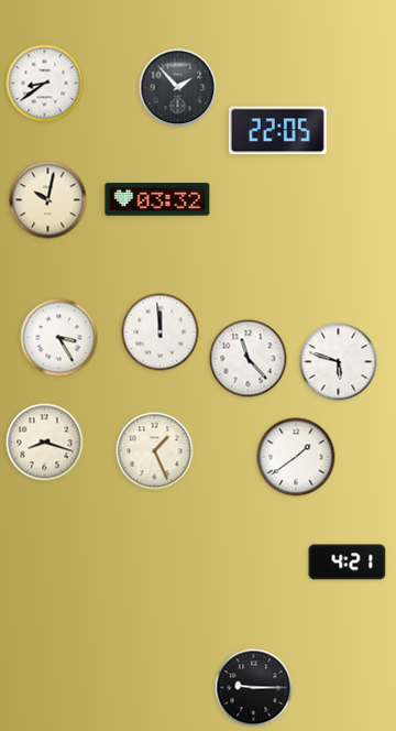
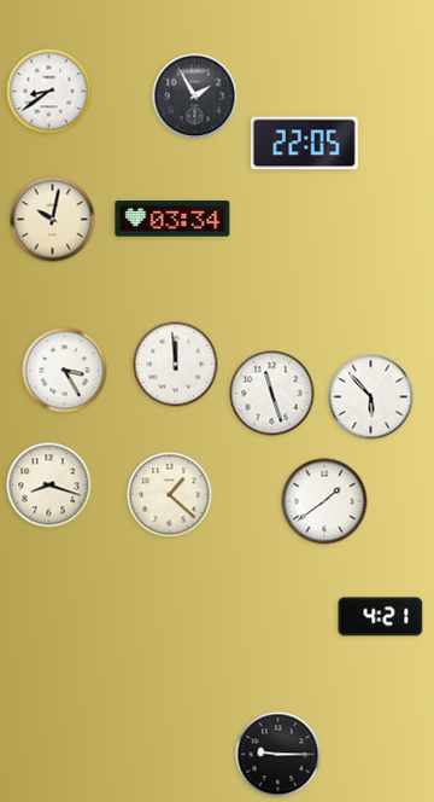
clock at (178, 88): 1:53 -> 1:55
clock at (157, 199): 03:32 -> 03:34
clock at (249, 359): 11:23 -> 11:27
clock at (339, 362): 5:48 -> 5:53
clock at (155, 451): 1:26 -> 1:22
